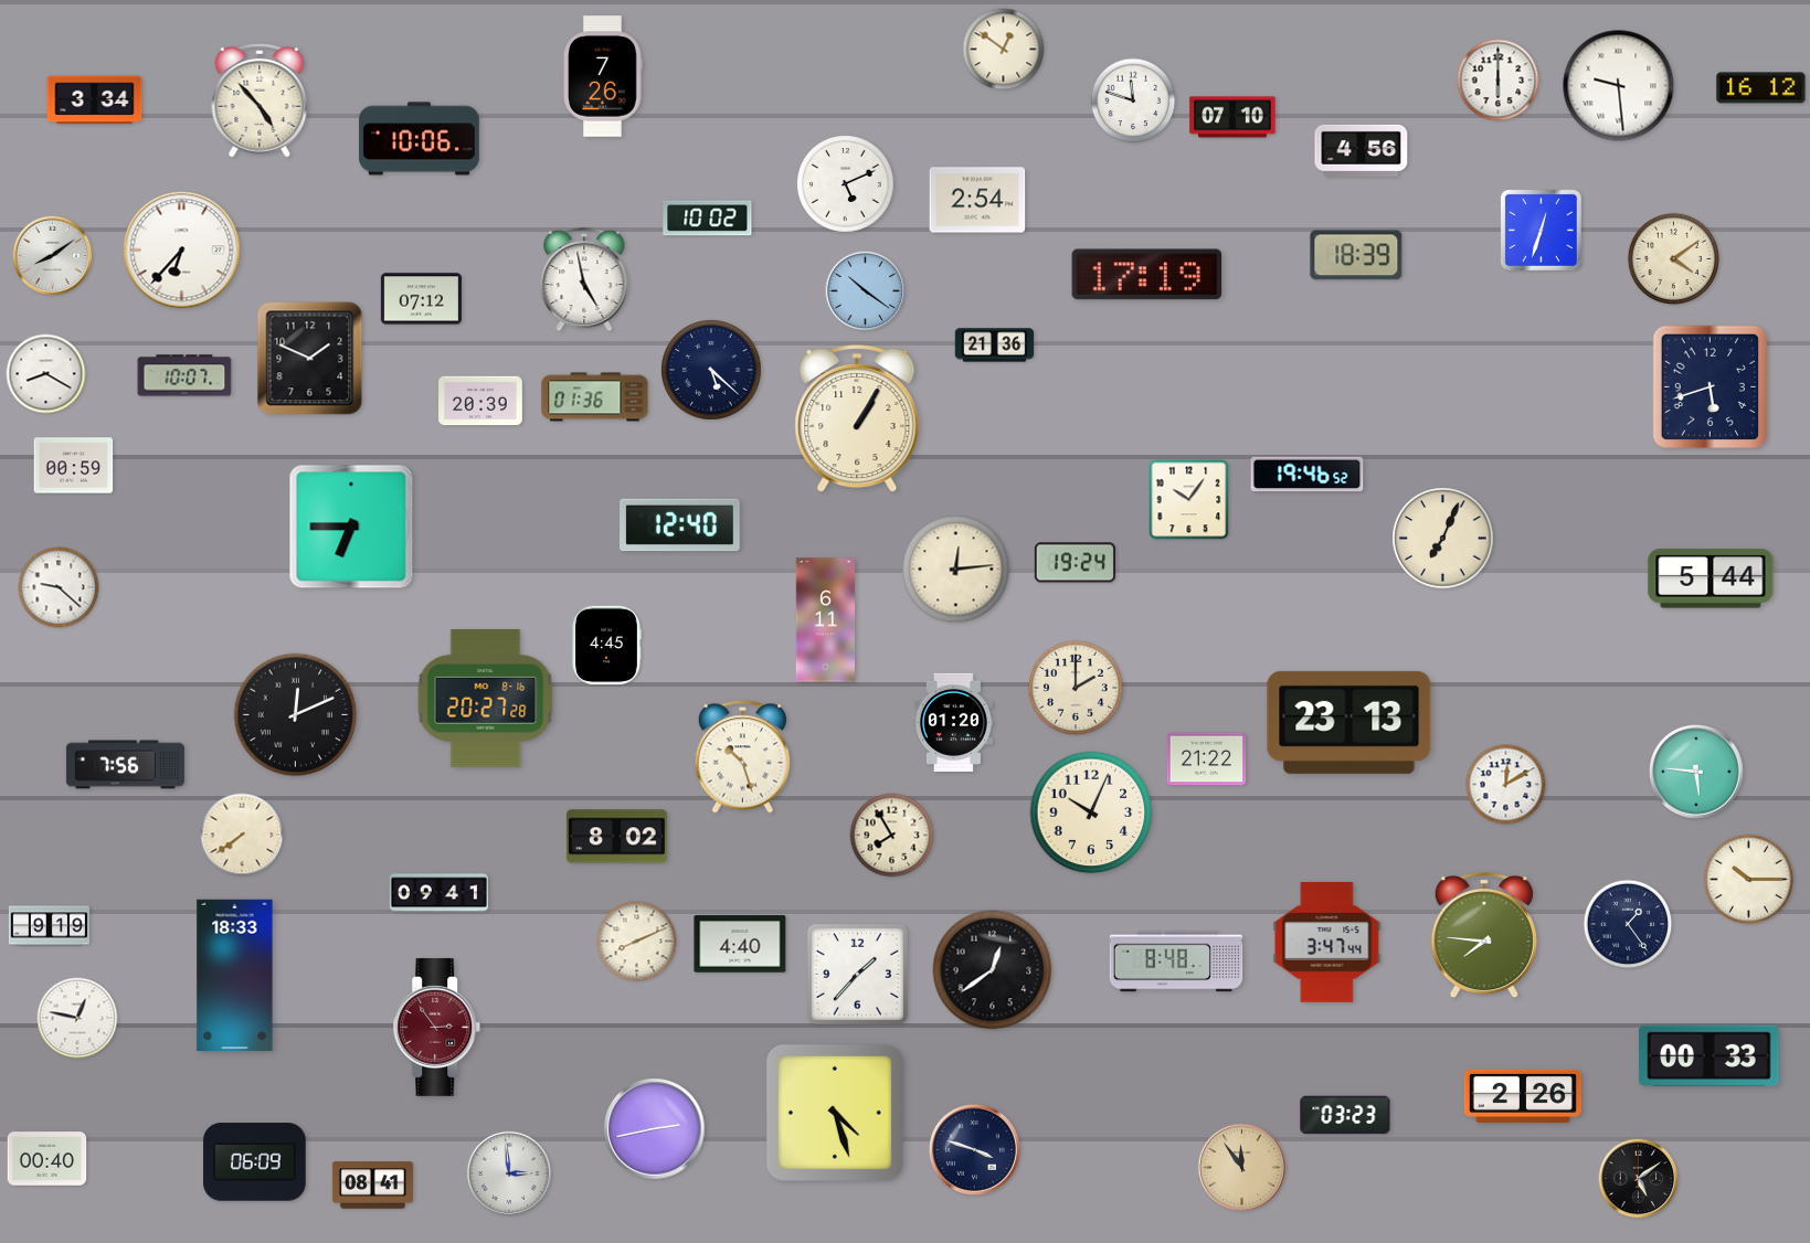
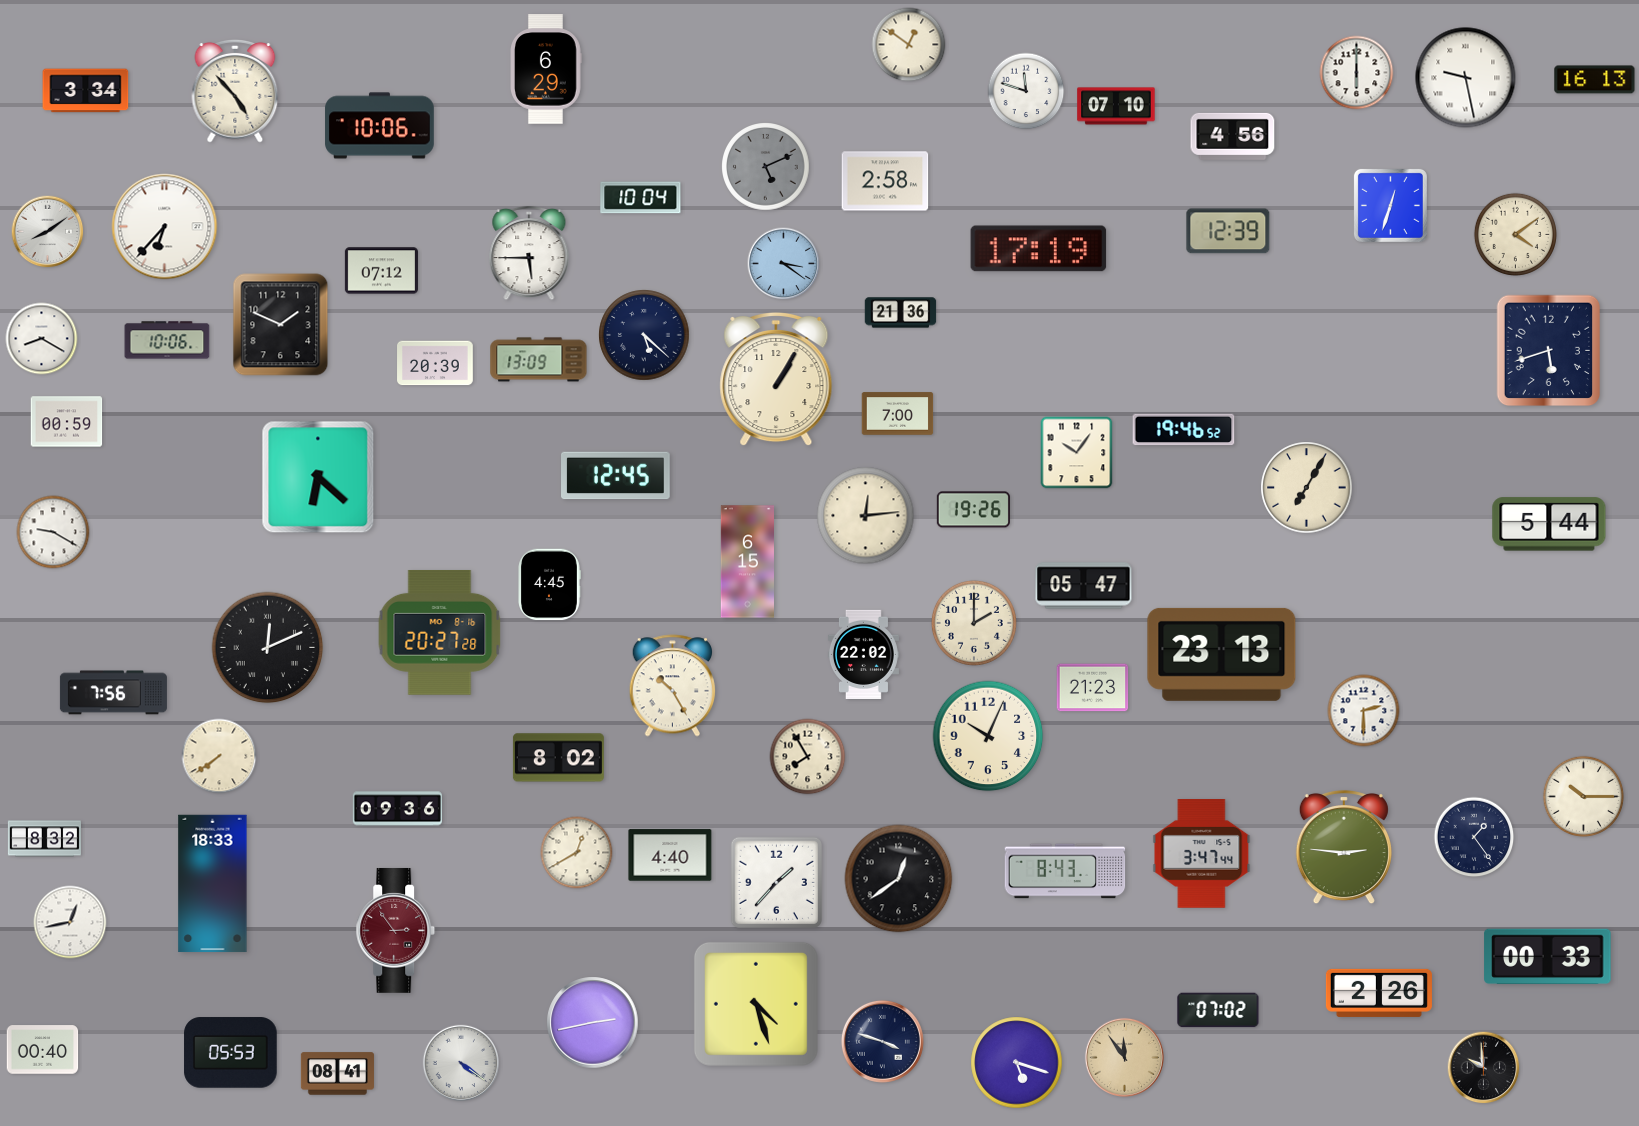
clock at (603, 76): 7:26 -> 6:29
clock at (1619, 86): 9:29 -> 9:28
clock at (1761, 88): 16:12 -> 16:13
clock at (846, 184) dial: white -> grey
clock at (977, 200): 2:54 -> 2:58
clock at (708, 219): 10:02 -> 10:04
clock at (1541, 230) position: (1541, 230) -> (1390, 205)
clock at (1356, 255): 18:39 -> 12:39
clock at (584, 279): 4:58 -> 5:45
clock at (866, 291): 10:21 -> 3:21
clock at (184, 375): 10:07 -> 10:06
clock at (595, 397): 01:36 -> 13:09
clock at (898, 414): none -> 7:00
clock at (680, 525): 12:40 -> 12:45
clock at (351, 527): 6:45 -> 6:22
clock at (1443, 539): 7:04 -> 7:05
clock at (1075, 563): 19:24 -> 19:26
clock at (59, 587): 9:22 -> 9:20
clock at (825, 620): 6:11 -> 6:15
clock at (1084, 586): none -> 05:47
clock at (953, 722): 01:20 -> 22:02
clock at (743, 757): 10:27 -> 10:25
clock at (1207, 759): 21:22 -> 21:23
clock at (1696, 772): 5:46 -> none
clock at (1506, 785): 12:10 -> 2:30
clock at (438, 893): 09:41 -> 09:36
clock at (49, 926): 9:19 -> 8:32
clock at (1484, 935): 7:46 -> 2:46
clock at (637, 942): 8:11 -> 12:40
clock at (1176, 962): 8:48 -> 8:43
clock at (77, 1018): 12:47 -> 12:43
clock at (835, 1113) position: (835, 1113) -> (756, 1004)
clock at (1345, 1115): 03:23 -> 07:02
clock at (255, 1162): 06:09 -> 05:53
clock at (508, 1172): 2:59 -> 4:21
clock at (1017, 1063): none -> 5:18
clock at (1639, 1179): 5:09 -> 9:59
